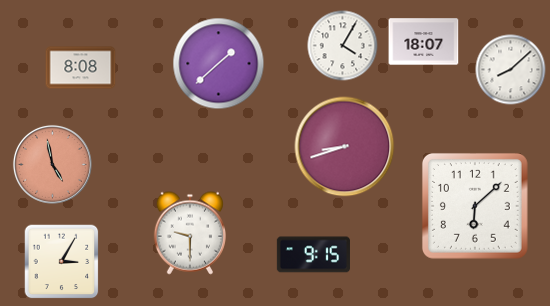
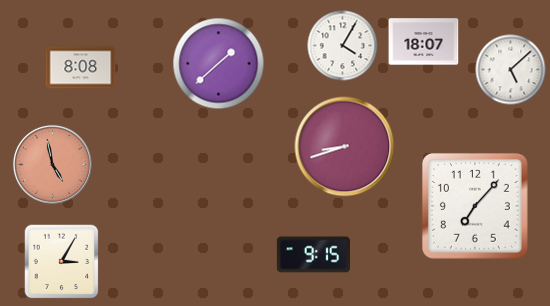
clock at (511, 70): 8:08 -> 5:08
clock at (475, 206): 6:08 -> 7:07
clock at (189, 233): 9:30 -> none
